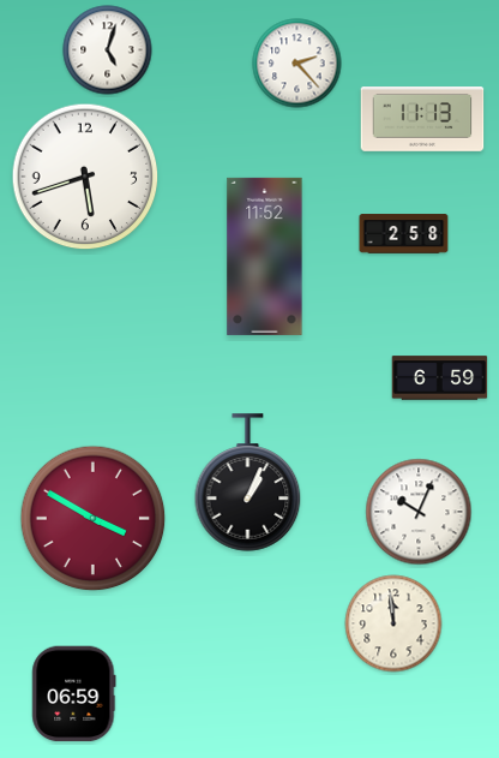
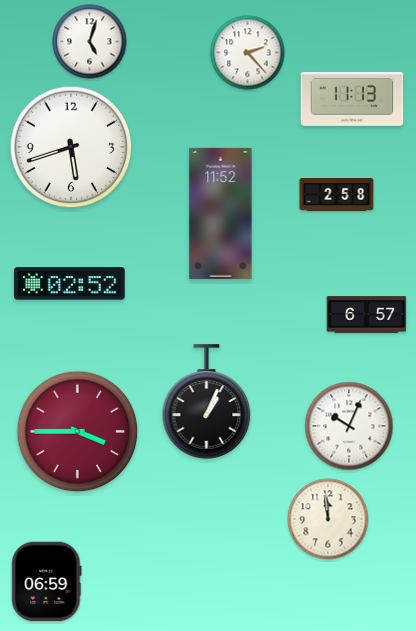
clock at (70, 284): none -> 02:52
clock at (440, 378): 6:59 -> 6:57
clock at (94, 519): 3:50 -> 3:45
clock at (74, 694) position: (74, 694) -> (47, 582)
